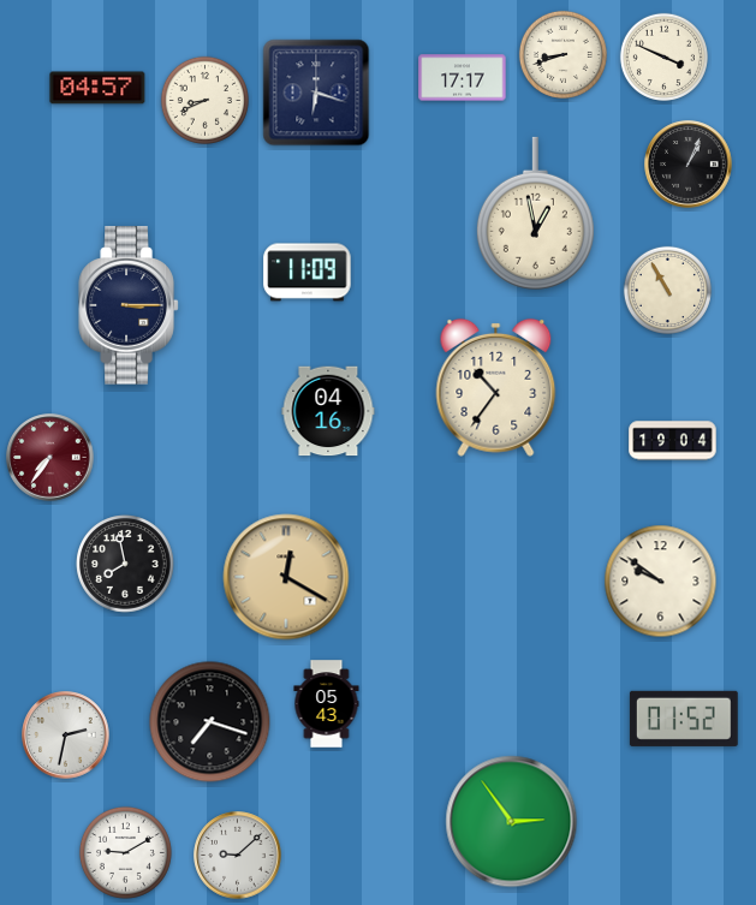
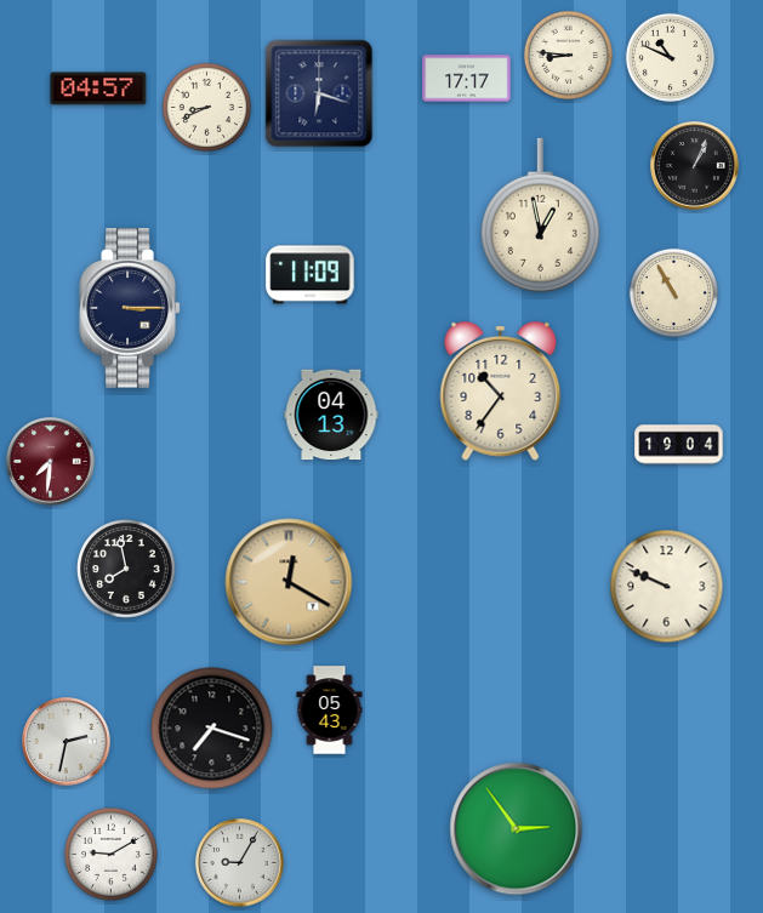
clock at (562, 54): 8:42 -> 8:46
clock at (663, 56): 3:49 -> 10:49
clock at (204, 100) position: (204, 100) -> (206, 107)
clock at (328, 411): 04:16 -> 04:13
clock at (50, 458): 7:36 -> 7:31
clock at (661, 582): 9:51 -> 9:49
clock at (684, 719): 01:52 -> none
clock at (125, 852) position: (125, 852) -> (110, 854)
clock at (238, 856): 9:08 -> 9:05
